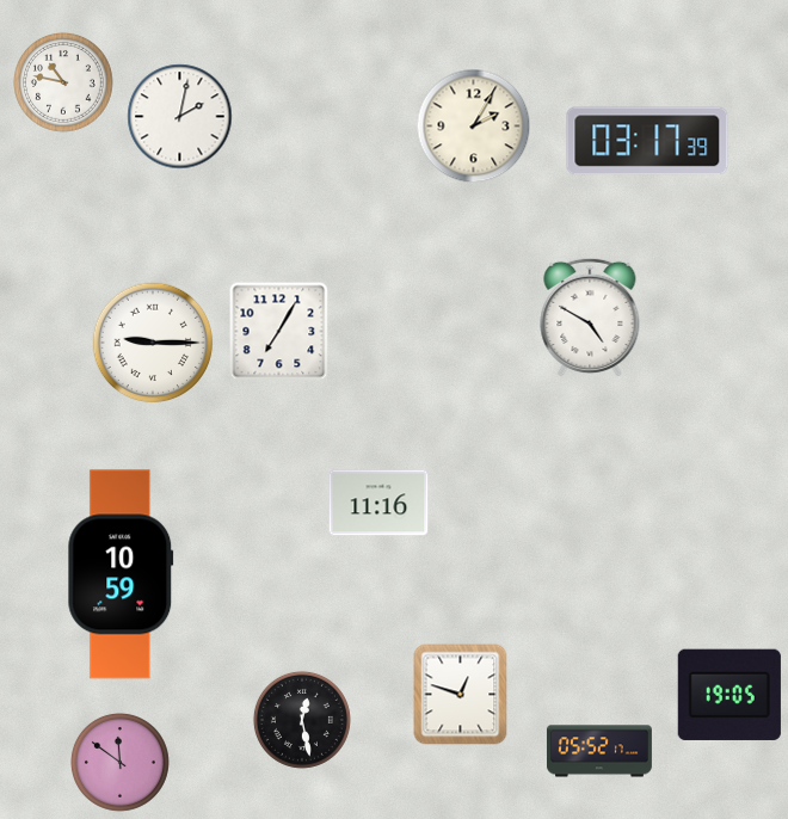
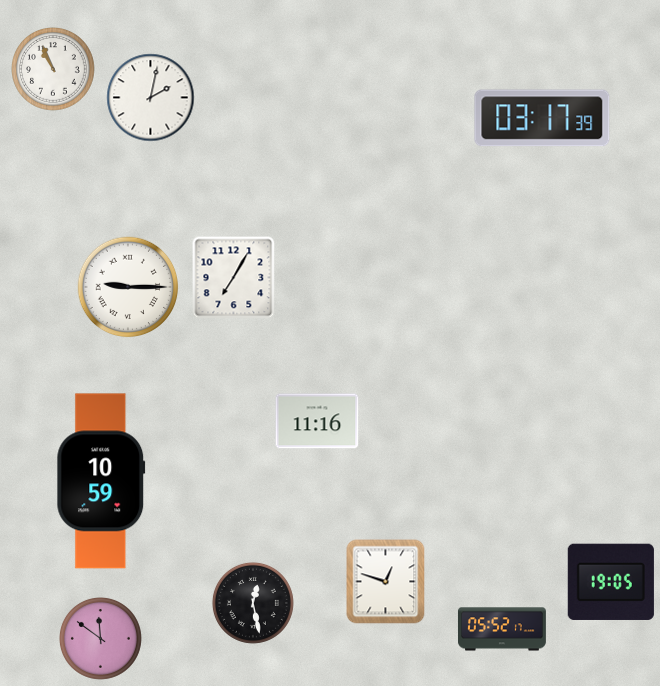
clock at (64, 84): 10:47 -> 10:56
clock at (474, 127): 2:05 -> none
clock at (590, 318): 4:50 -> none
